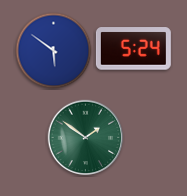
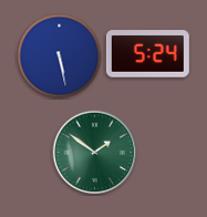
clock at (54, 51): 5:51 -> 5:28
